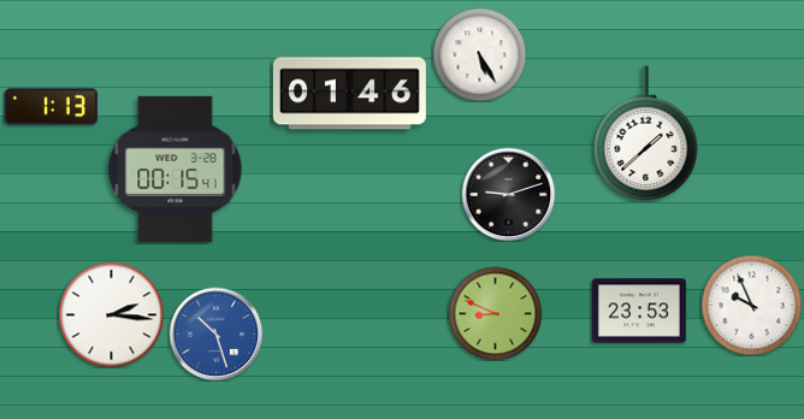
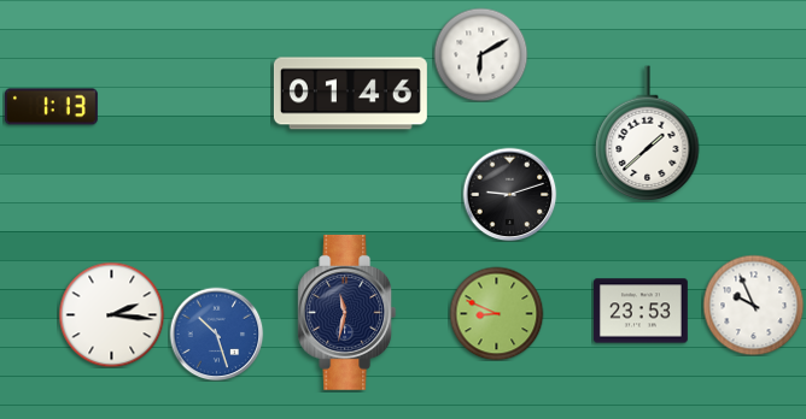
clock at (479, 54): 5:25 -> 6:10
clock at (176, 169): 00:15 -> none
clock at (347, 312): none -> 11:32
